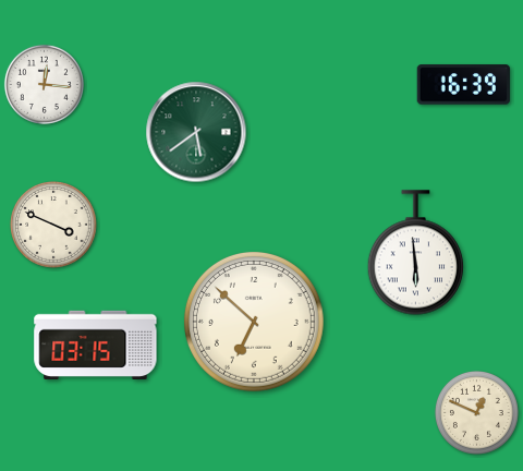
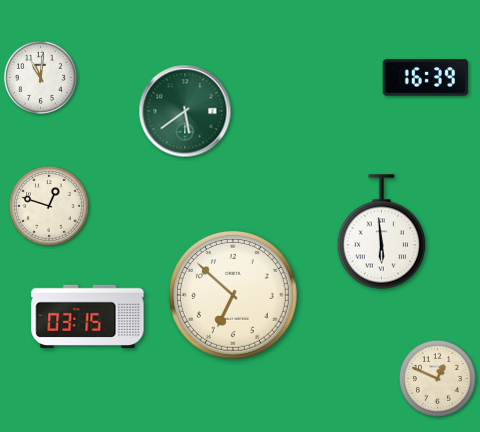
clock at (44, 84): 12:16 -> 11:01
clock at (196, 132) position: (196, 132) -> (185, 111)
clock at (53, 225): 3:49 -> 12:48
